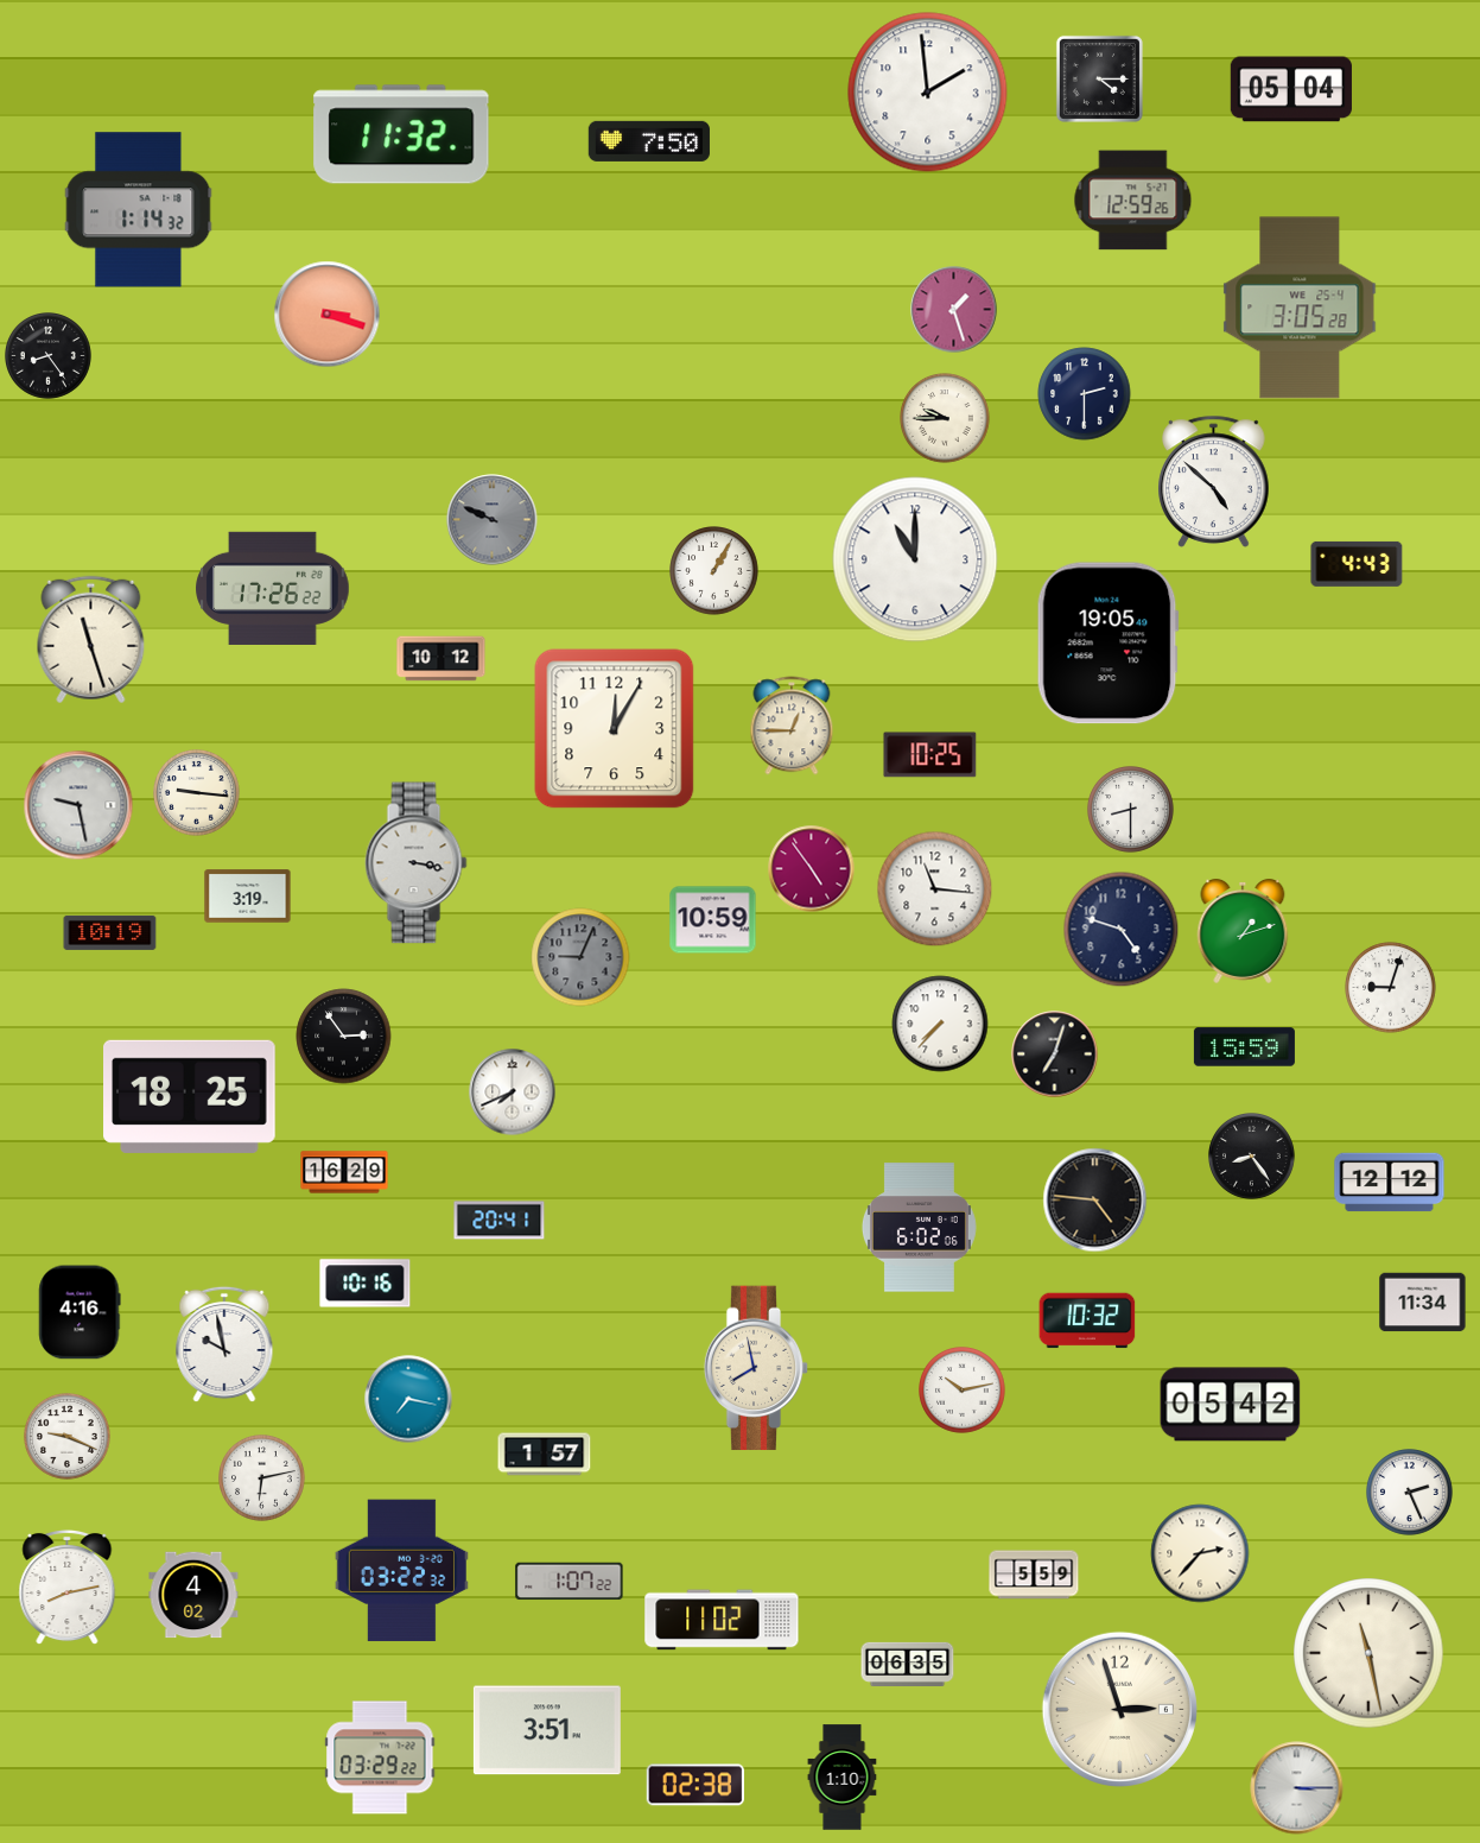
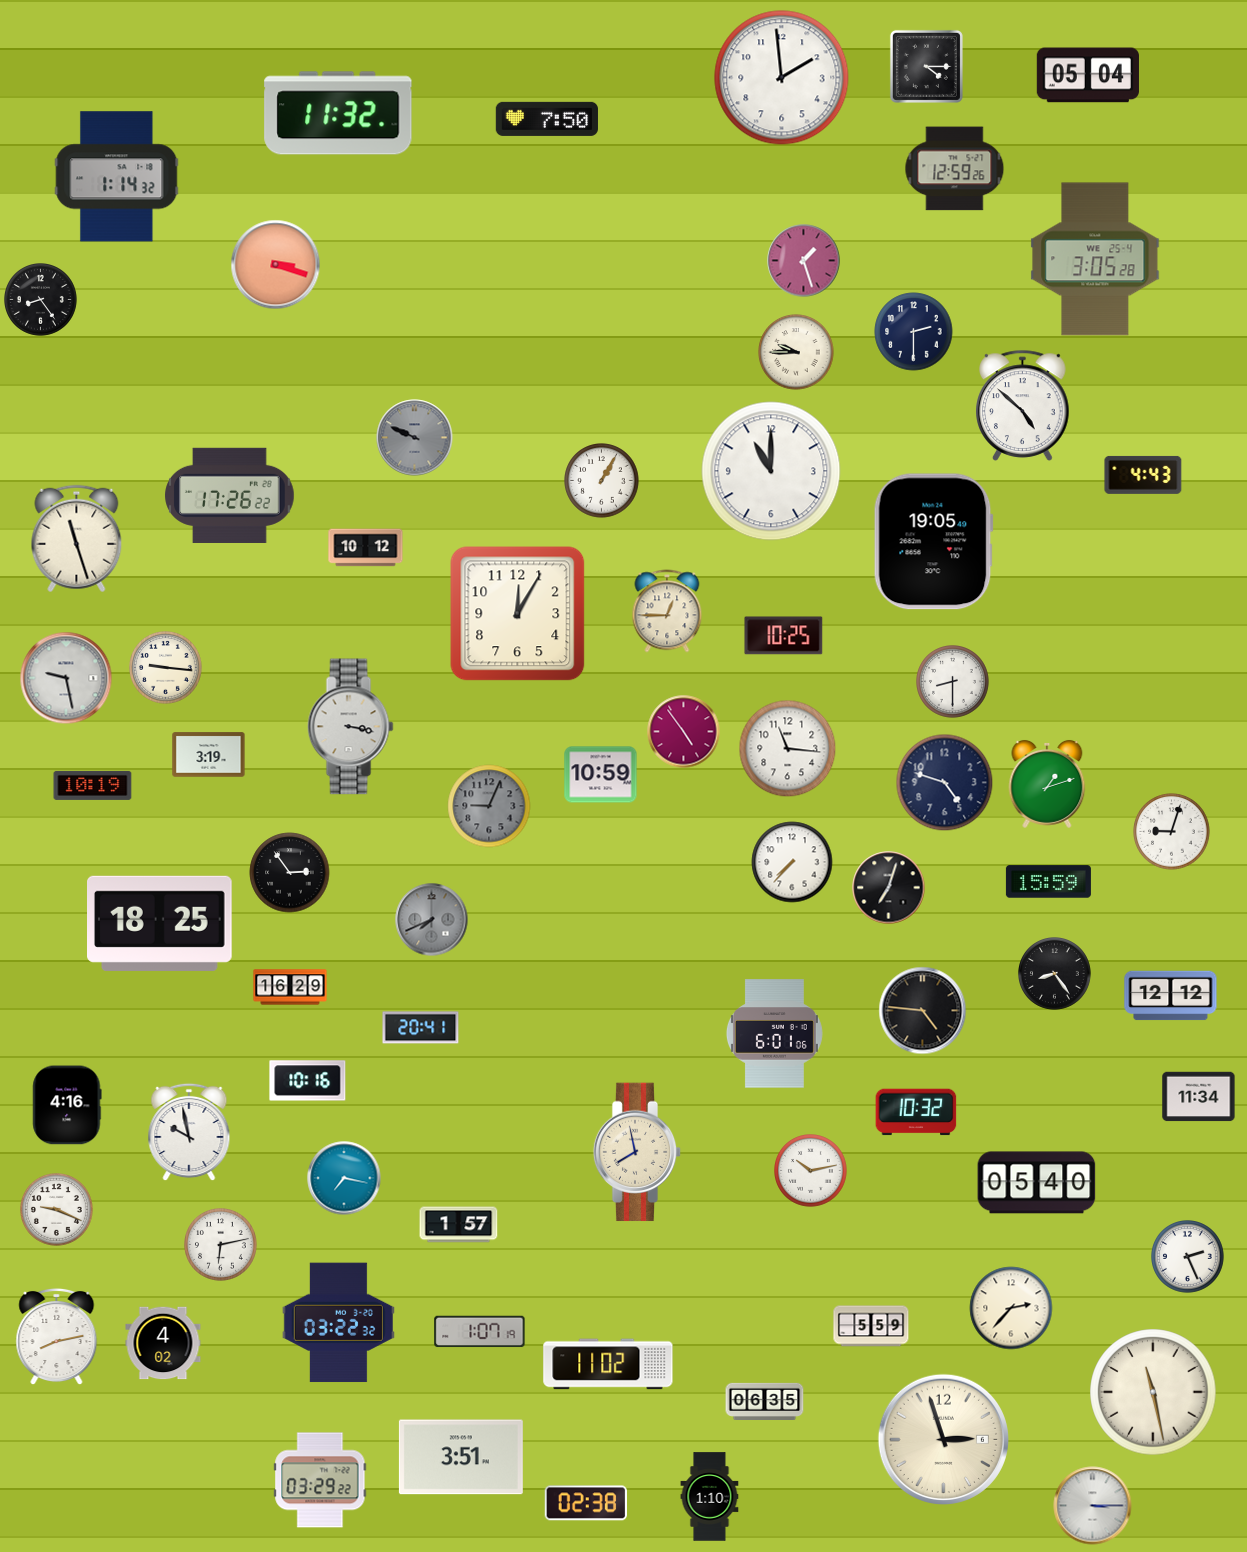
clock at (442, 659) position: (442, 659) -> (366, 548)
clock at (513, 1092) dial: white -> grey
clock at (919, 1228): 6:02 -> 6:01
clock at (1231, 1405): 05:42 -> 05:40
clock at (570, 1582): 1:07:22 -> 1:07:19
